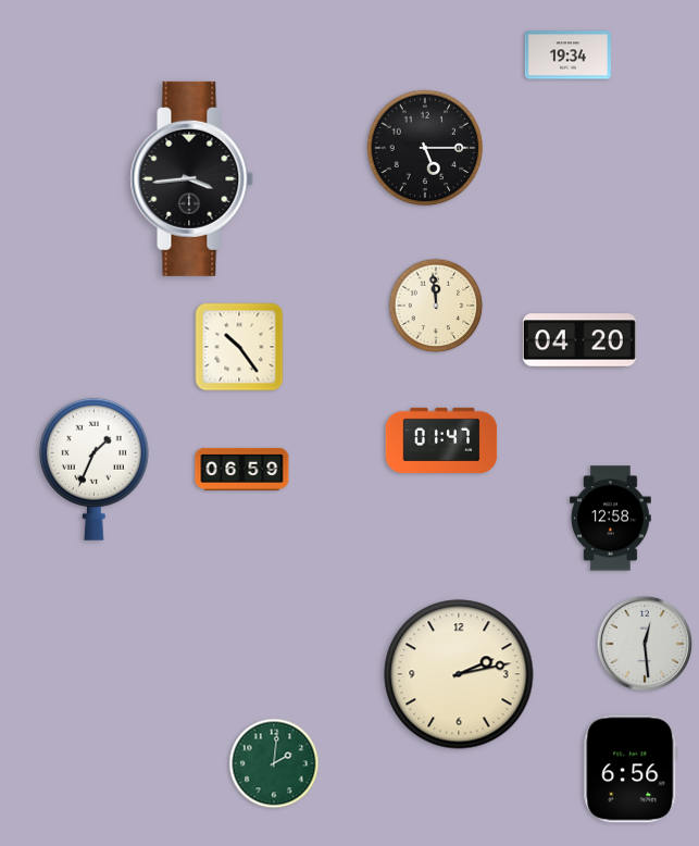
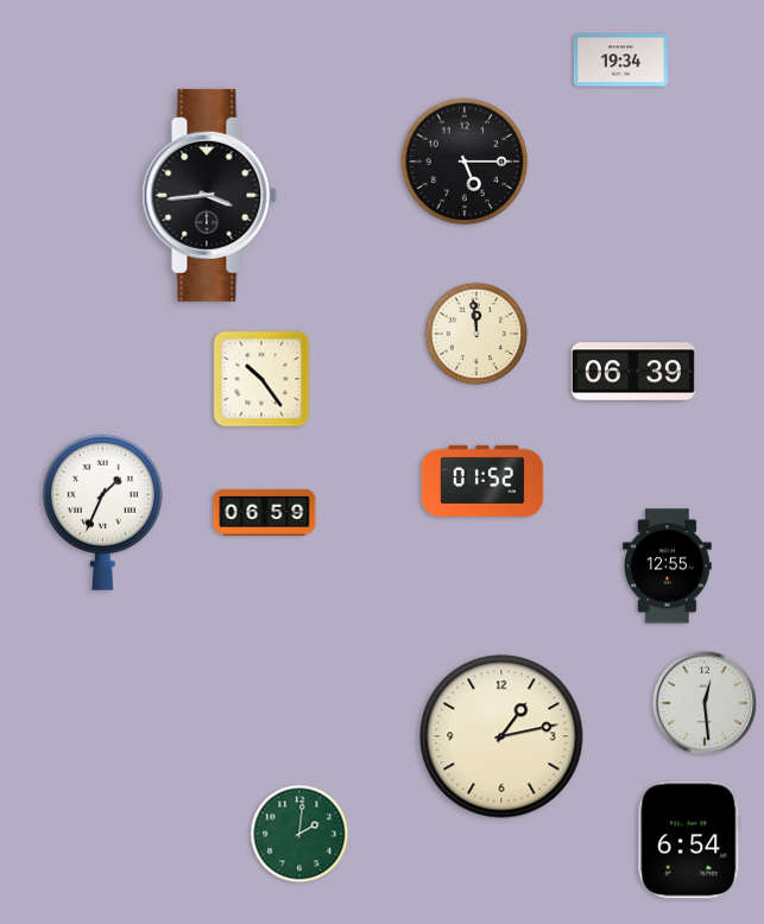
clock at (579, 340): 04:20 -> 06:39
clock at (441, 439): 01:47 -> 01:52
clock at (611, 519): 12:58 -> 12:55
clock at (459, 674): 2:13 -> 1:13
clock at (631, 769): 6:56 -> 6:54
